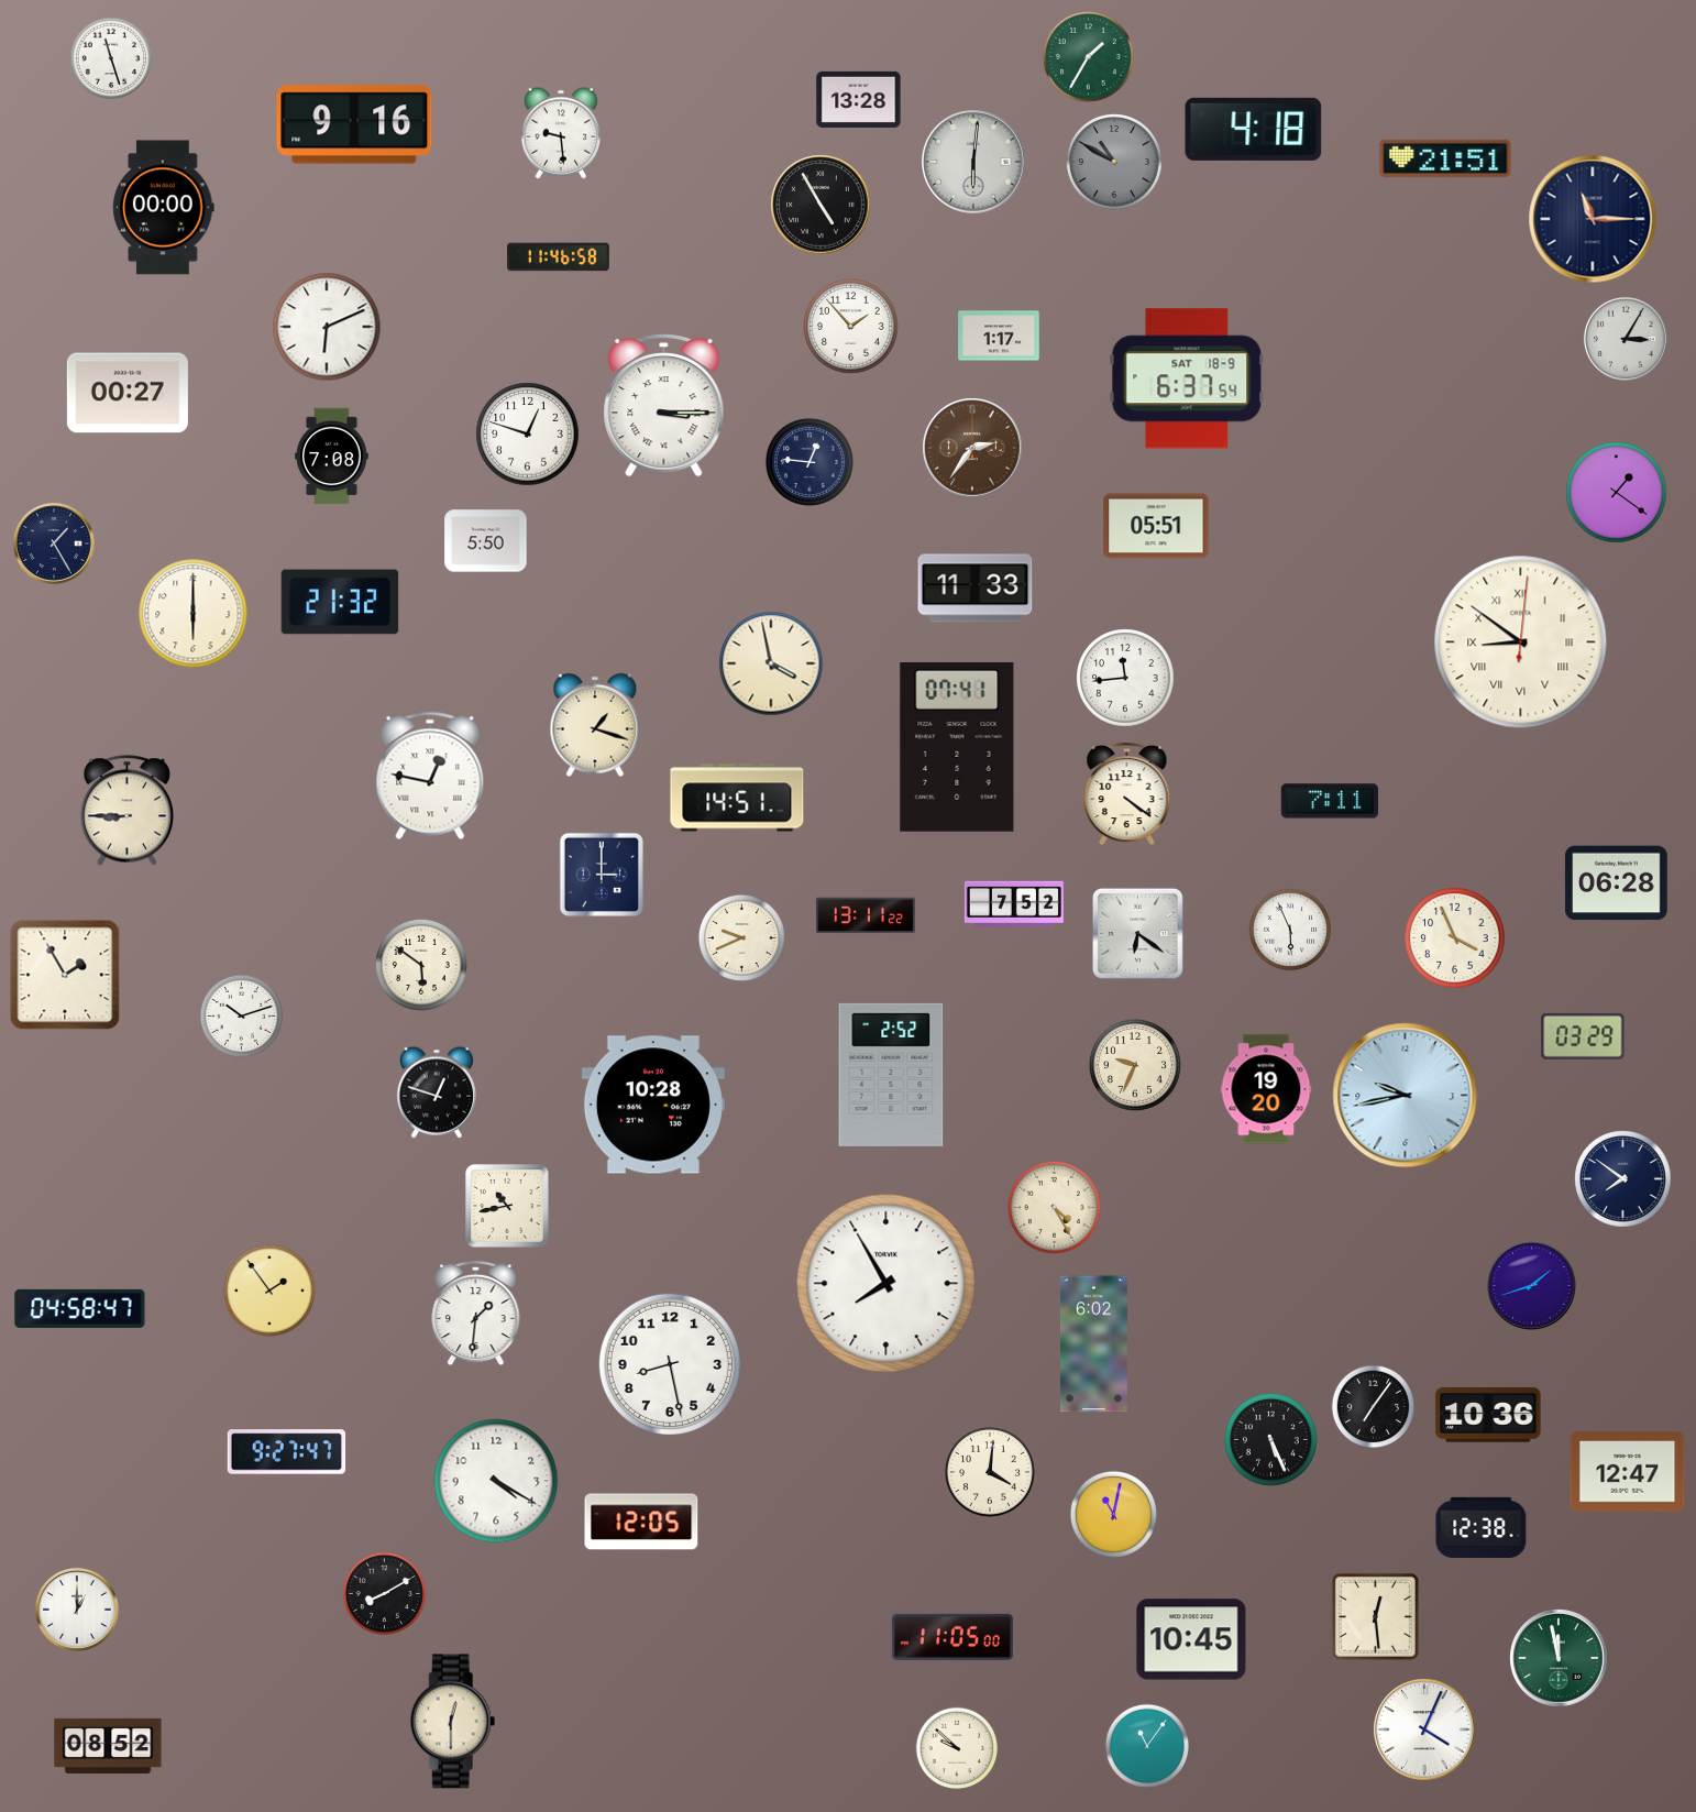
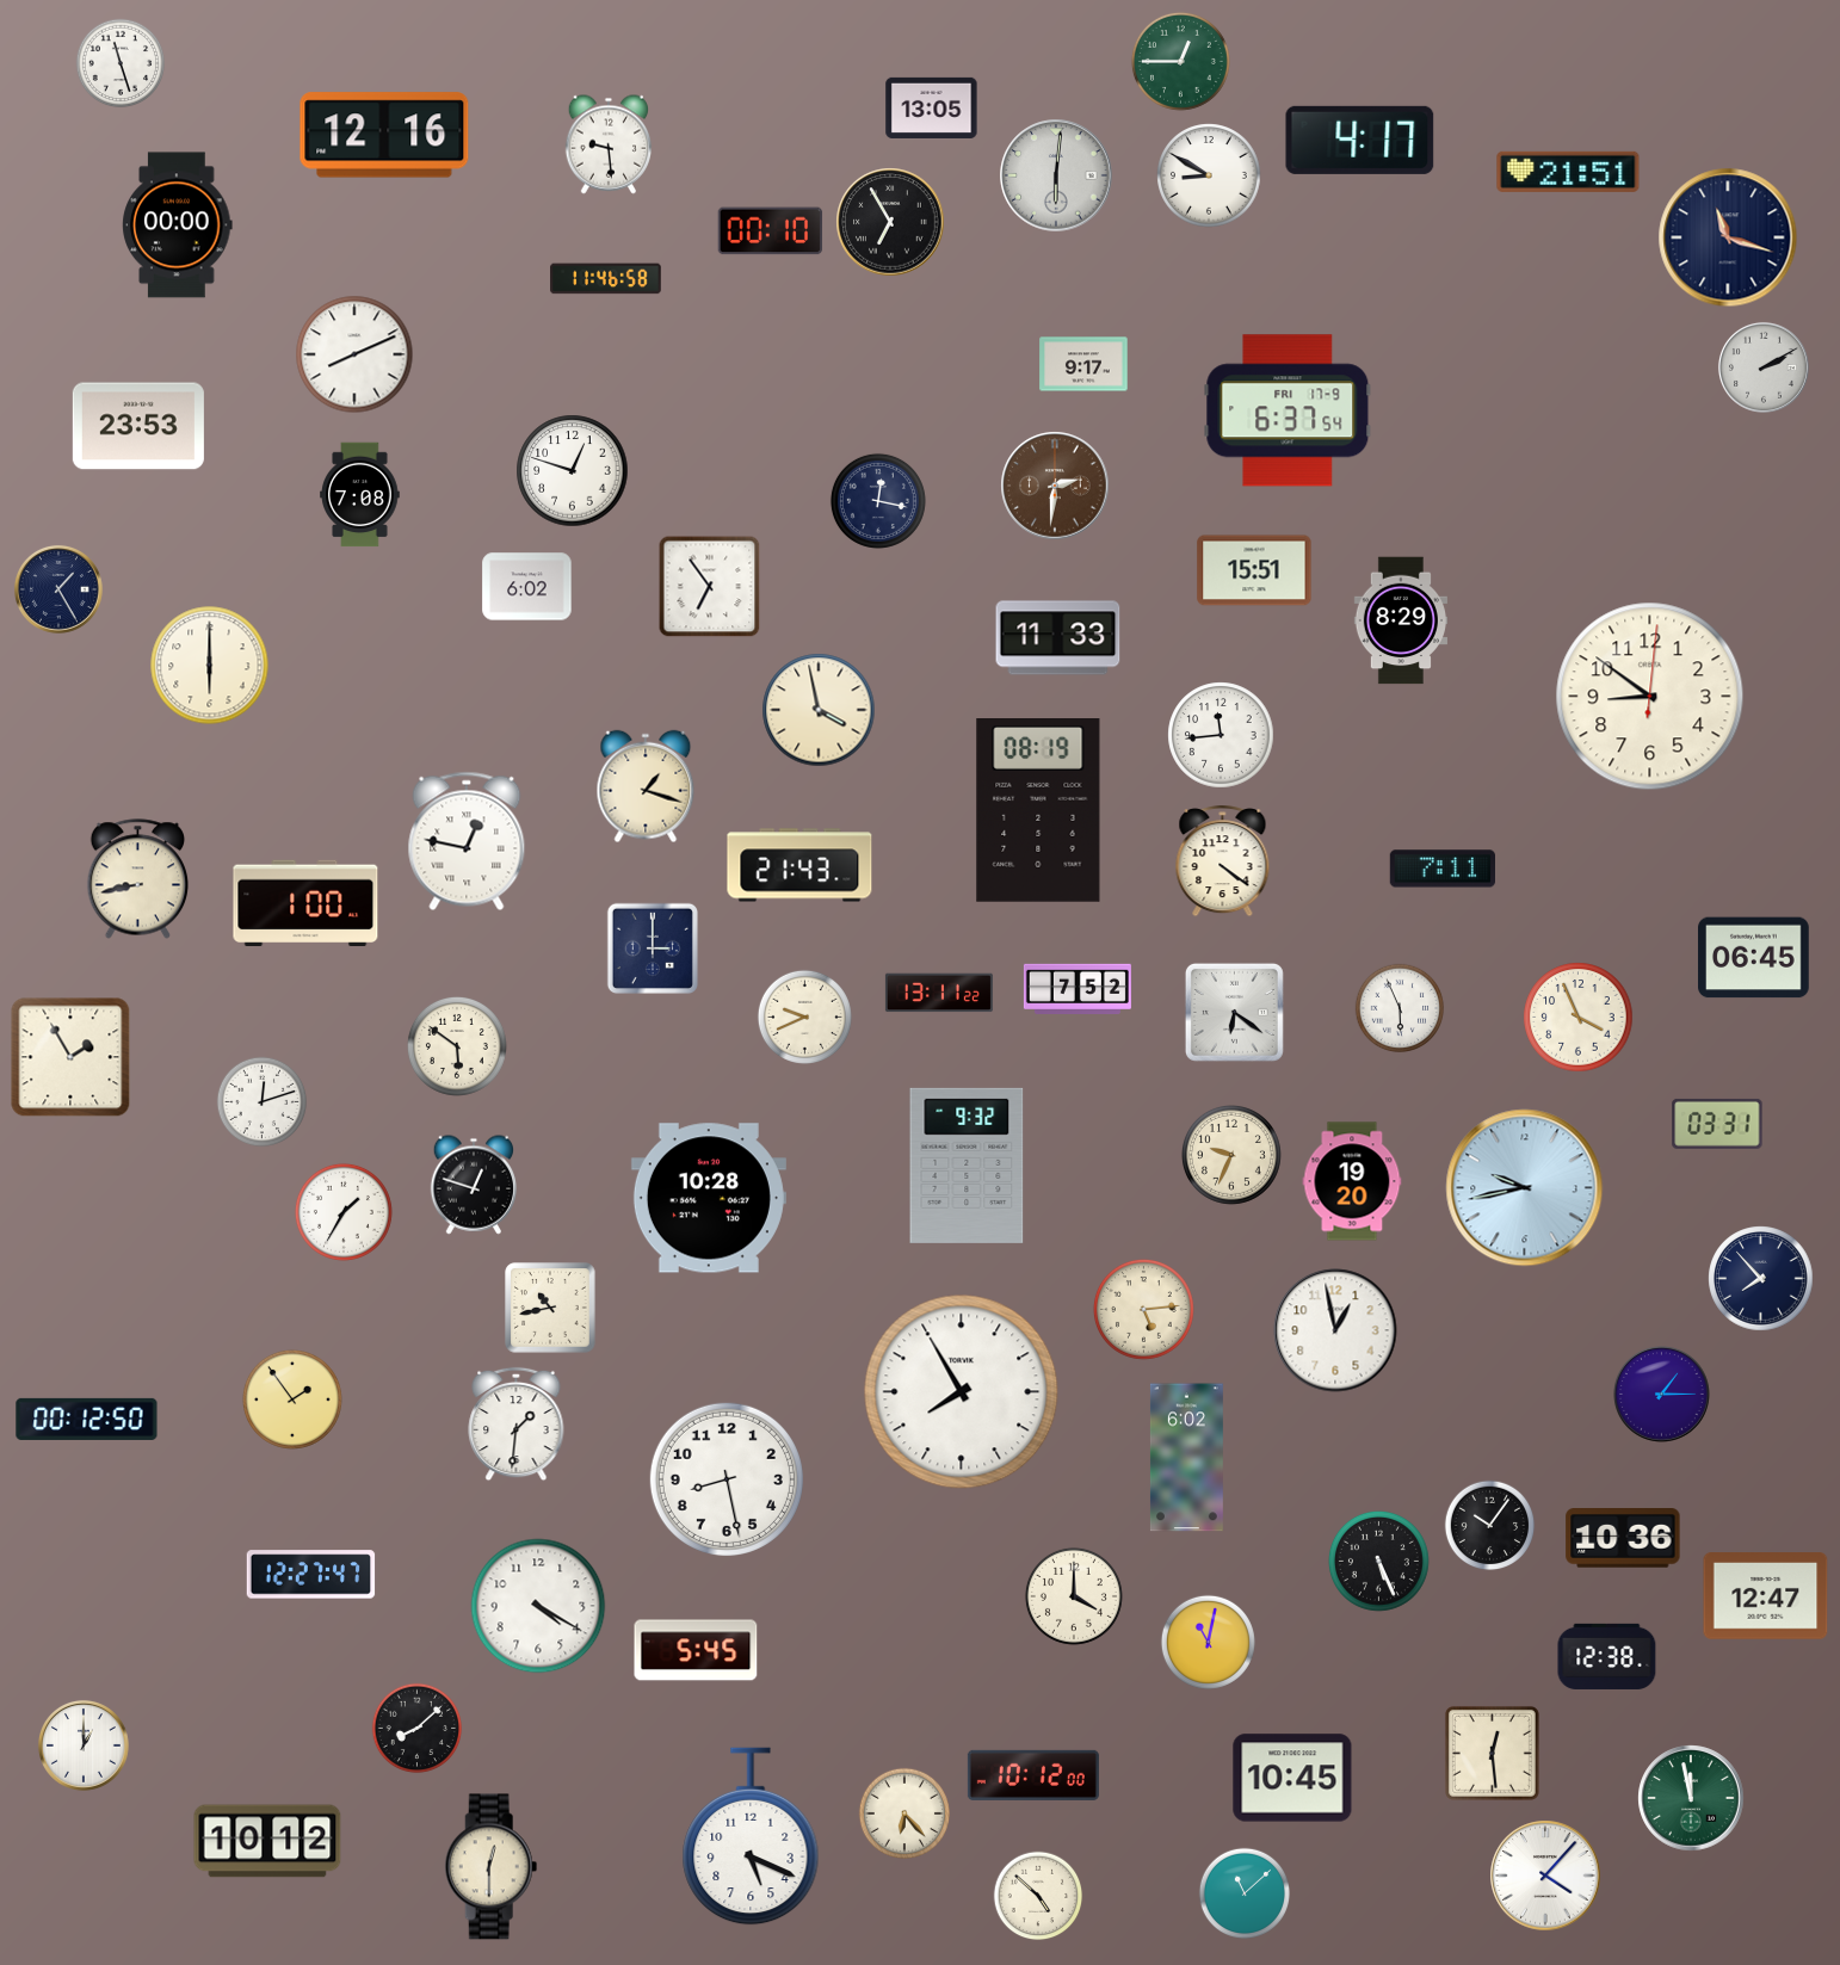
clock at (1088, 56): 1:35 -> 12:45
clock at (859, 99): 13:28 -> 13:05
clock at (354, 124): 9:16 -> 12:16
clock at (1254, 129): 4:18 -> 4:17
clock at (1114, 162): 10:50 -> 8:50
clock at (1114, 162) dial: grey -> white
clock at (821, 205): 4:55 -> 6:55
clock at (771, 231): none -> 00:10
clock at (1593, 219): 11:15 -> 11:18
clock at (327, 327): 6:11 -> 8:11
clock at (851, 327): 1:53 -> none
clock at (999, 336): 1:17 -> 9:17
clock at (1626, 339): 3:05 -> 2:10
clock at (1187, 378) date: SAT 18-9 -> FRI 17-9
clock at (128, 393): 00:27 -> 23:53
clock at (664, 405): 3:15 -> none
clock at (972, 448): 2:36 -> 2:31
clock at (810, 462): 12:46 -> 12:17
clock at (1617, 493): 1:21 -> none
clock at (1156, 526): 05:51 -> 15:51
clock at (486, 541): 5:50 -> 6:02
clock at (710, 587): none -> 6:54
clock at (1400, 620): none -> 8:29
clock at (340, 602): 21:32 -> none
clock at (1521, 643) numerals: Roman -> Arabic
clock at (771, 663) position: (771, 663) -> (819, 710)
clock at (957, 748): 07:41 -> 08:19
clock at (737, 798): 14:51 -> 21:43
clock at (126, 811): 8:45 -> 8:43
clock at (305, 903): none -> 1:00
clock at (1617, 883): 06:28 -> 06:45
clock at (1014, 903) position: (1014, 903) -> (1078, 988)
clock at (242, 1017): 10:12 -> 12:12
clock at (1583, 1036): 03:29 -> 03:31
clock at (891, 1075): 2:52 -> 9:32
clock at (1266, 1089) position: (1266, 1089) -> (1352, 1181)
clock at (344, 1212): none -> 1:35
clock at (1623, 1179): 7:51 -> 7:53
clock at (1054, 1207): 4:25 -> 5:14
clock at (1335, 1330): none -> 12:58
clock at (1532, 1286): 1:42 -> 1:15
clock at (80, 1308): 04:58 -> 00:12
clock at (1374, 1407): 7:06 -> 10:06
clock at (1488, 1415) position: (1488, 1415) -> (1623, 1538)
clock at (287, 1452): 9:27 -> 12:27
clock at (990, 1472): 4:01 -> 4:00
clock at (641, 1522): 12:05 -> 5:45
clock at (385, 1594): 8:10 -> 8:08
clock at (952, 1637): 11:05 -> 10:12
clock at (903, 1812): none -> 6:23
clock at (751, 1836): none -> 5:19
clock at (267, 1841): none -> 10:12
clock at (1424, 1729): 4:04 -> 4:07
clock at (108, 1745): 08:52 -> none
clock at (1146, 1745): 11:06 -> 11:08
clock at (957, 1748): 9:52 -> 4:52
